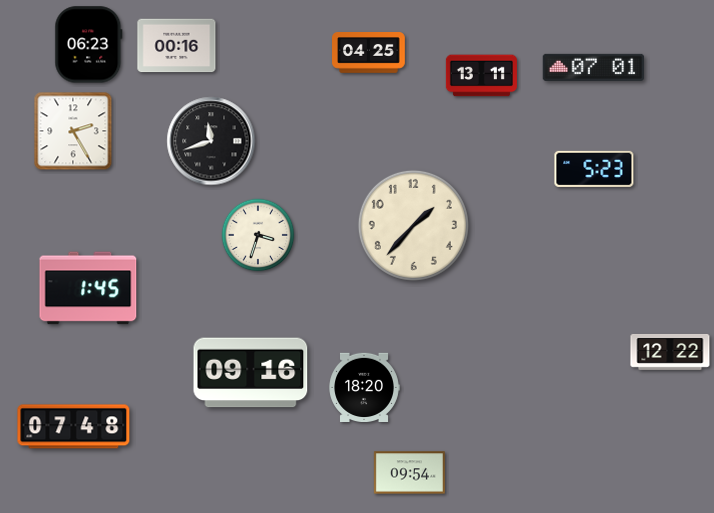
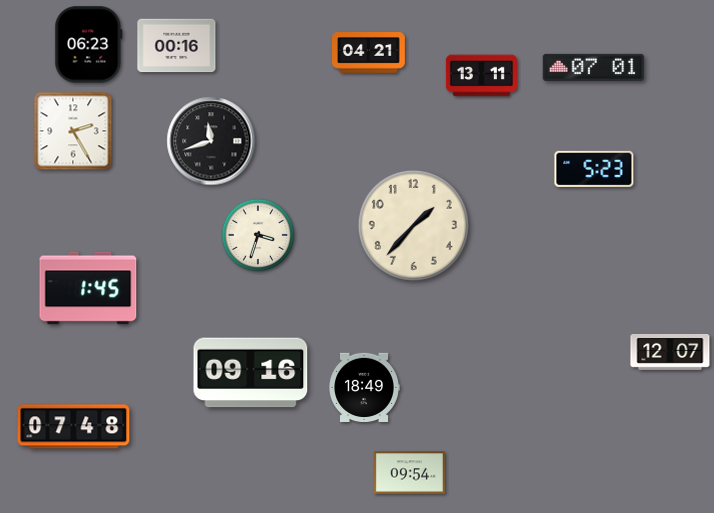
clock at (369, 53): 04:25 -> 04:21
clock at (670, 352): 12:22 -> 12:07
clock at (364, 387): 18:20 -> 18:49
